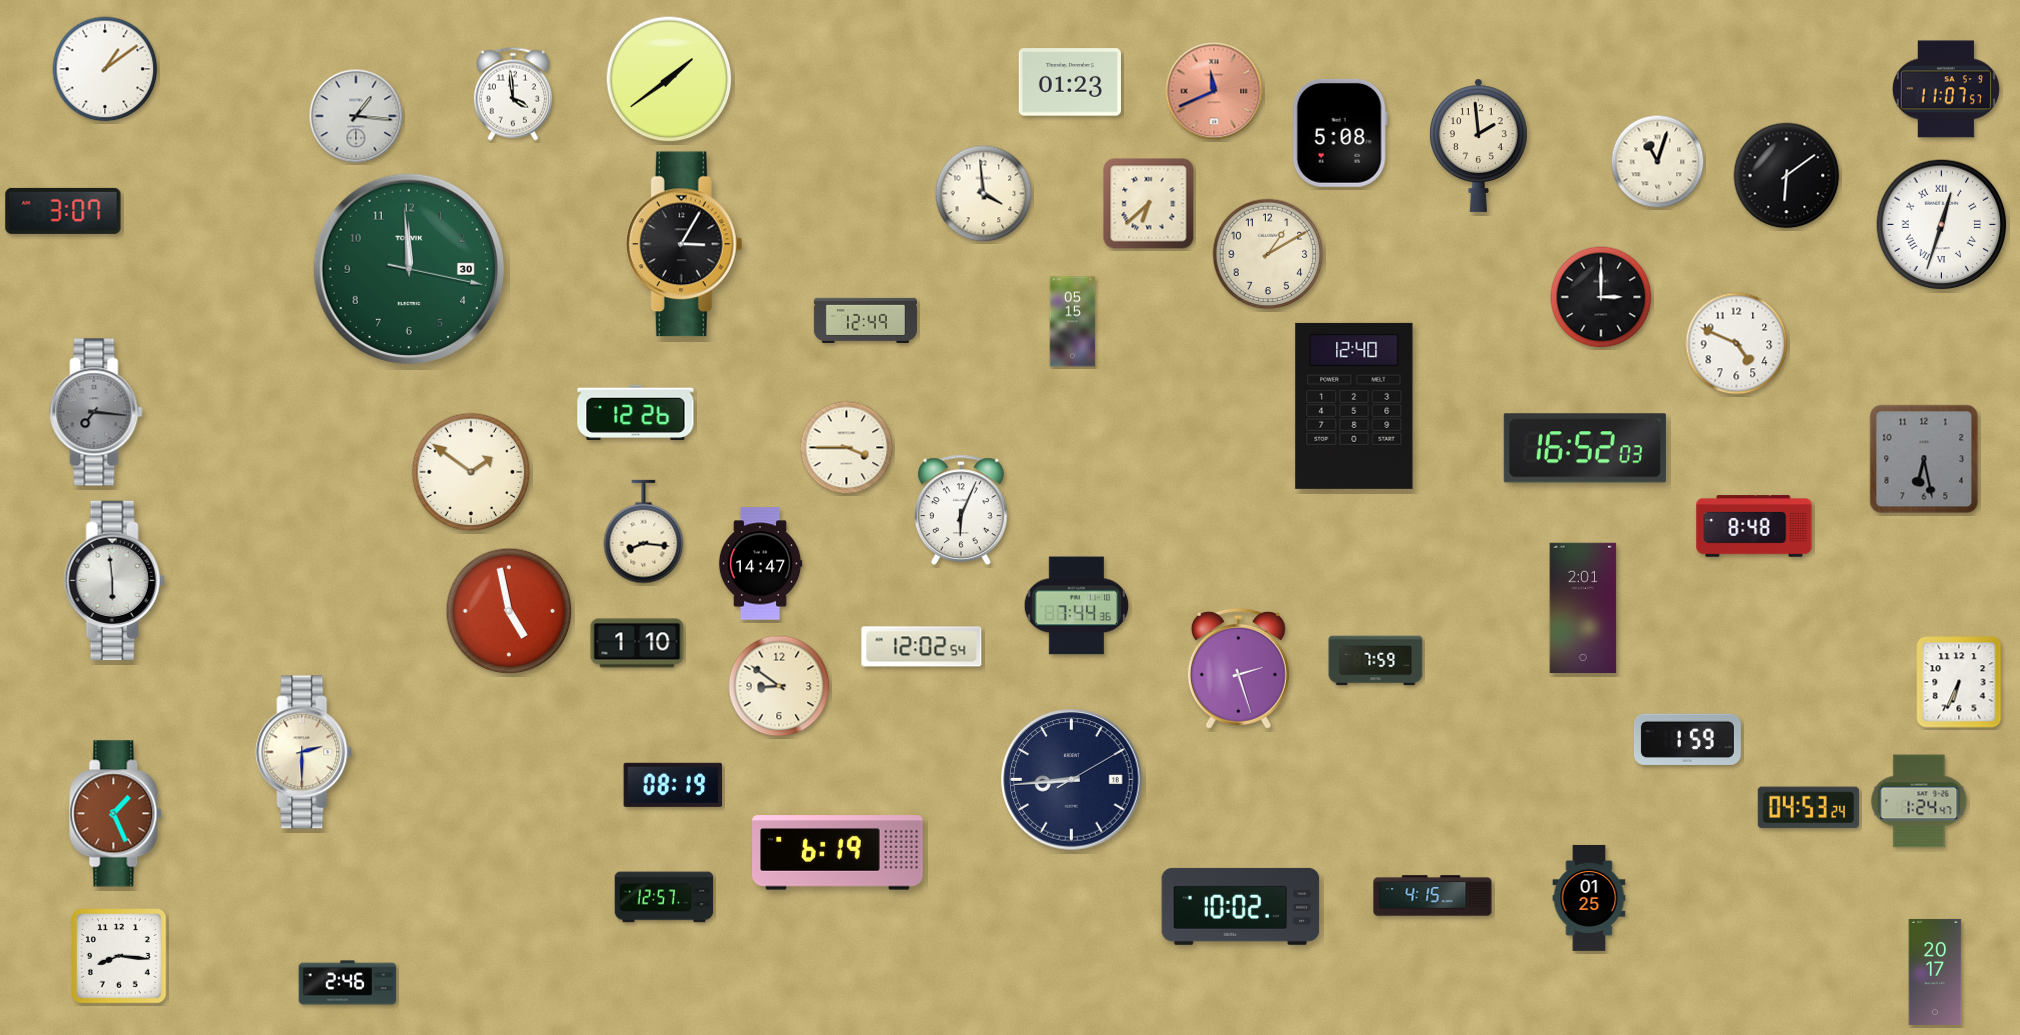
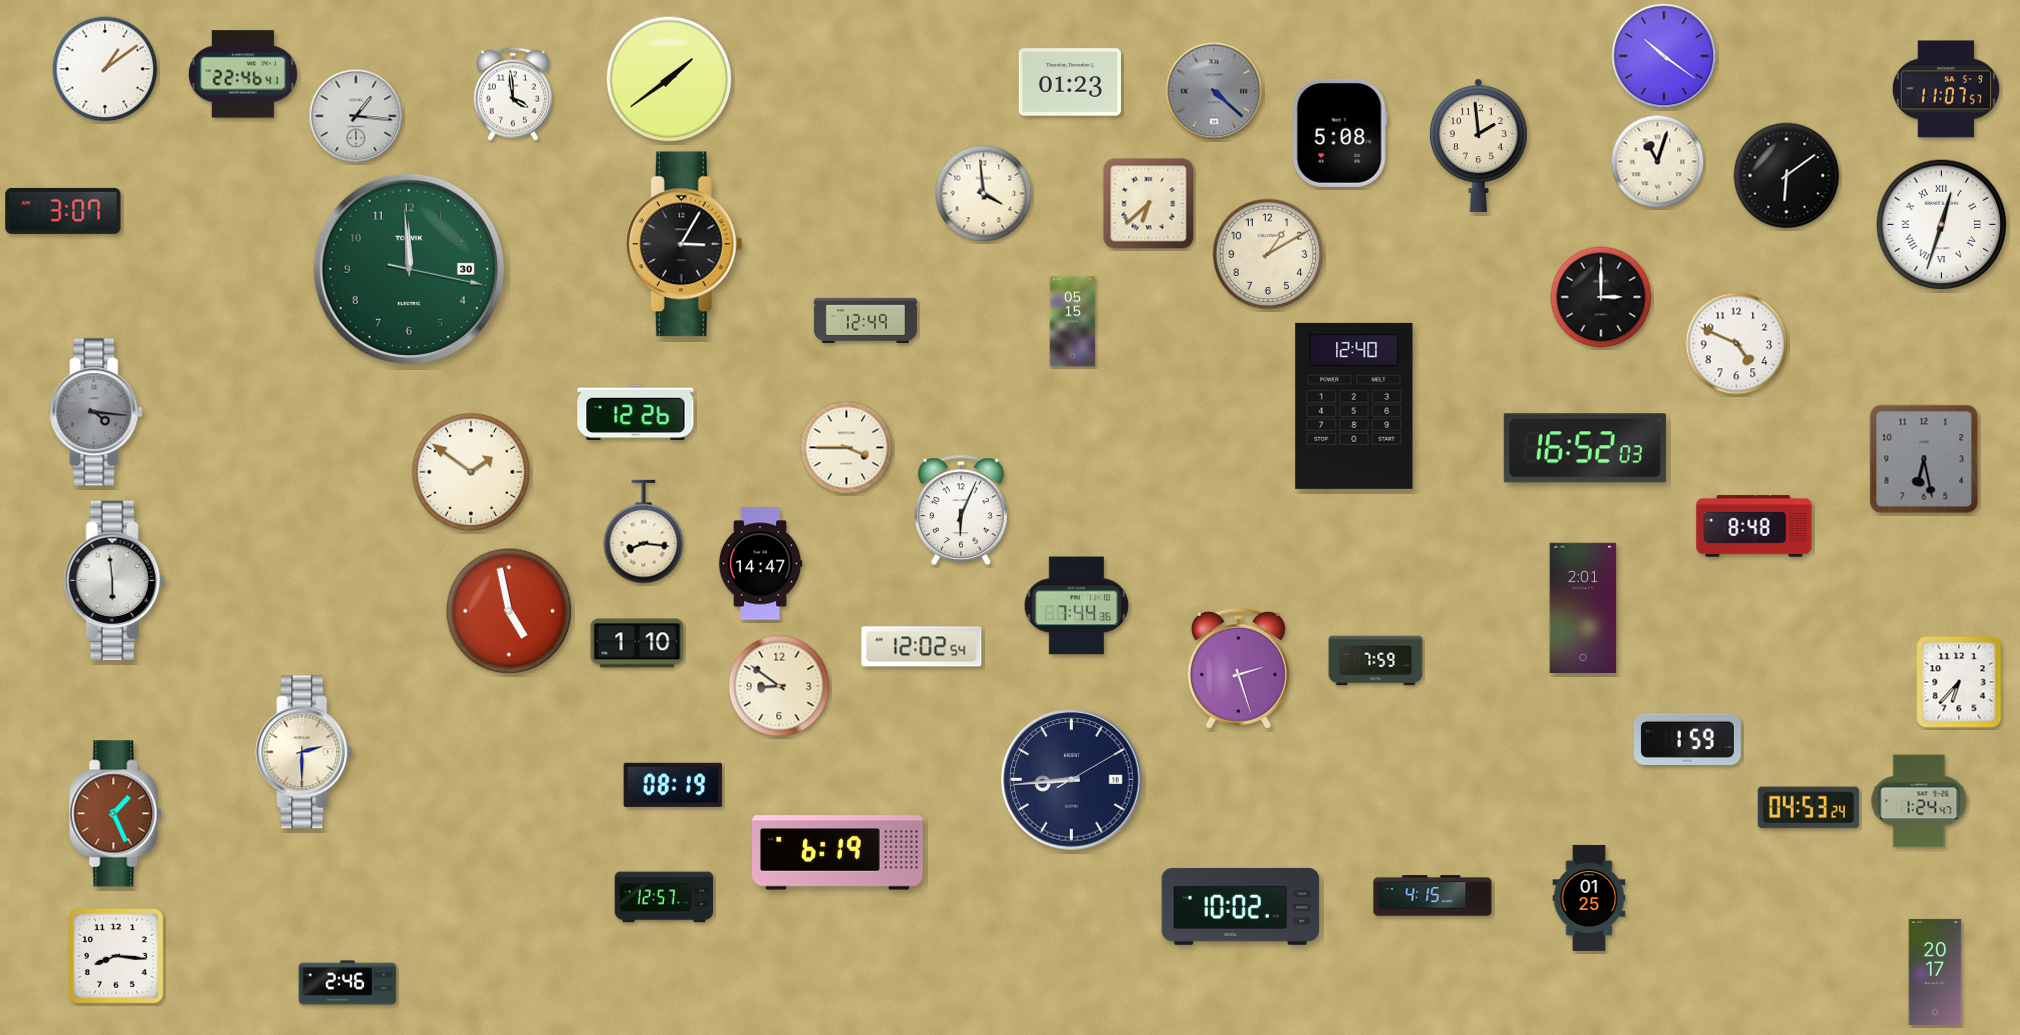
clock at (1664, 56): none -> 10:21
clock at (243, 74): none -> 22:46
clock at (1214, 91): 11:41 -> 4:22
clock at (1214, 91) dial: salmon -> grey
clock at (96, 412): 7:16 -> 4:16
clock at (1959, 682): 6:34 -> 6:37
clock at (119, 956) position: (119, 956) -> (116, 956)
